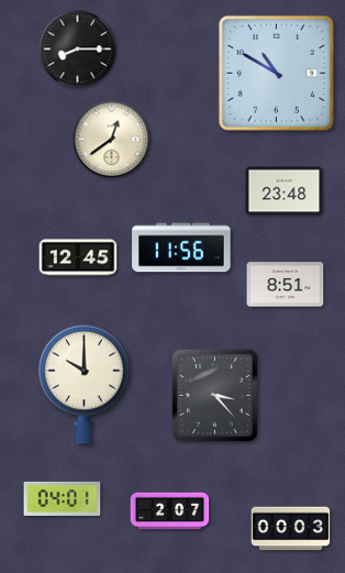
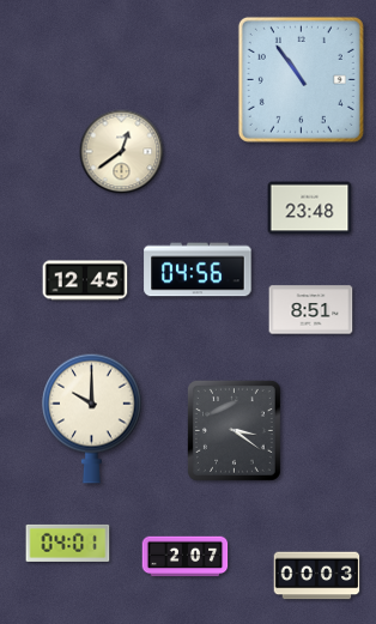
clock at (78, 49): 8:15 -> none
clock at (276, 73): 10:50 -> 10:54
clock at (181, 247): 11:56 -> 04:56
clock at (214, 395): 3:23 -> 3:21
